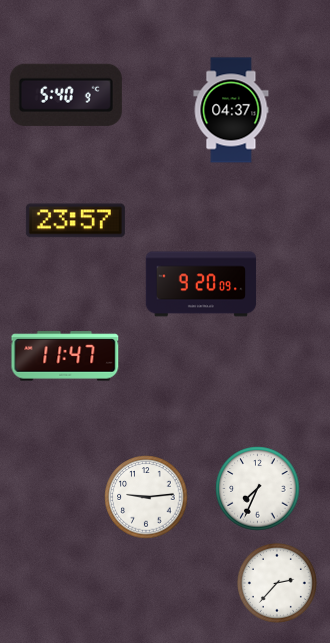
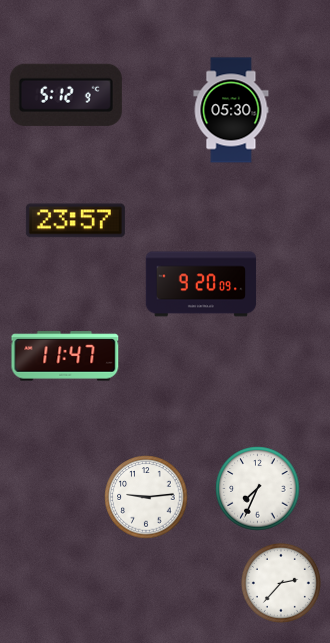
clock at (66, 95): 5:40 -> 5:12
clock at (231, 110): 04:37 -> 05:30
clock at (277, 583) position: (277, 583) -> (281, 583)
